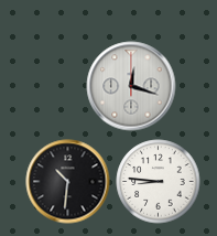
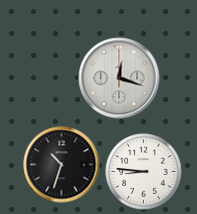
clock at (68, 182): 10:31 -> 10:33
clock at (159, 182) position: (159, 182) -> (144, 172)
